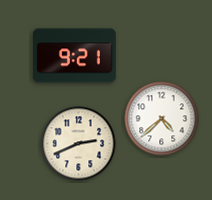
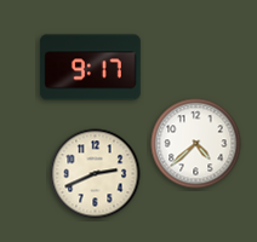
clock at (75, 56): 9:21 -> 9:17
